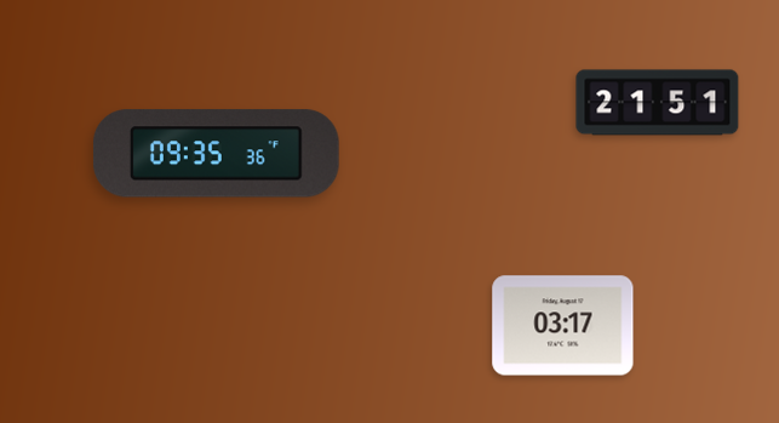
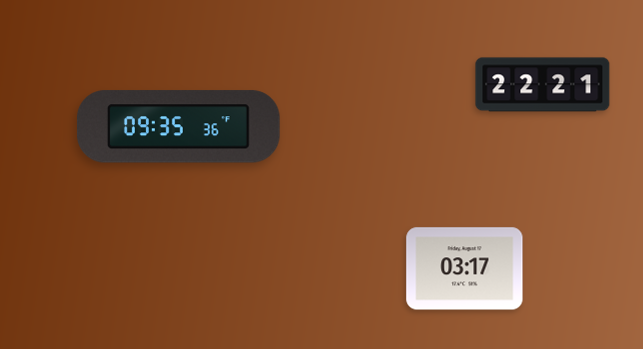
clock at (658, 103): 21:51 -> 22:21
